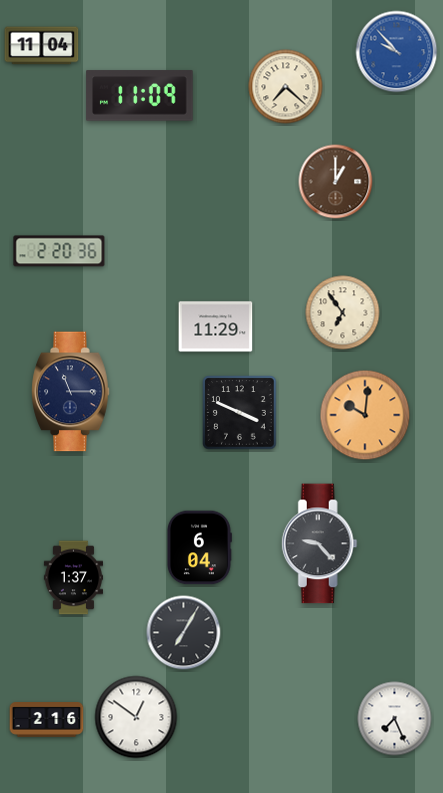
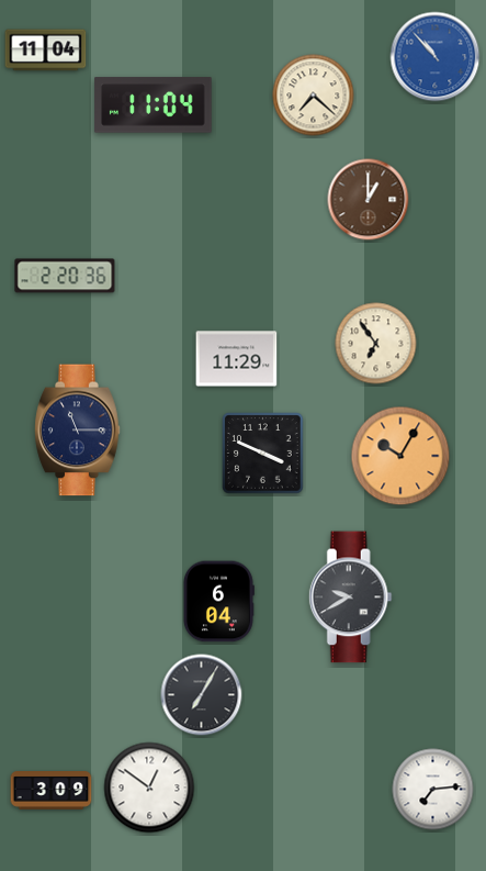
clock at (397, 52): 9:53 -> 10:53
clock at (140, 96): 11:09 -> 11:04
clock at (365, 415): 10:01 -> 10:05
clock at (319, 544): 9:23 -> 9:40
clock at (73, 578): 1:37 -> none
clock at (395, 719): 7:26 -> 7:14
clock at (47, 720): 2:16 -> 3:09
